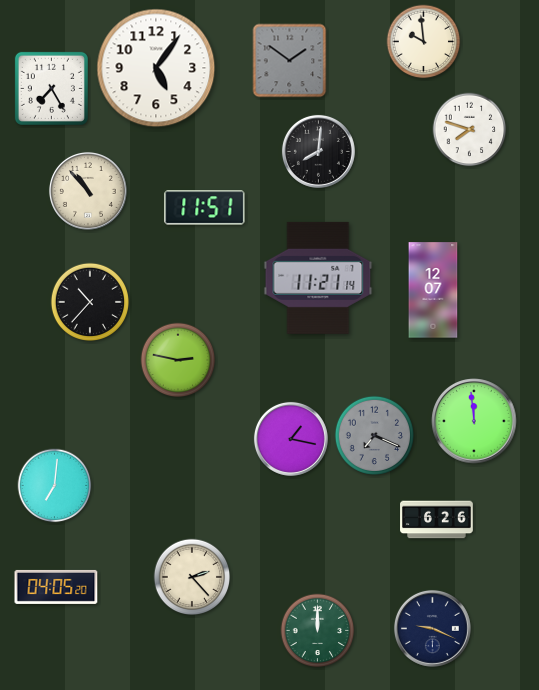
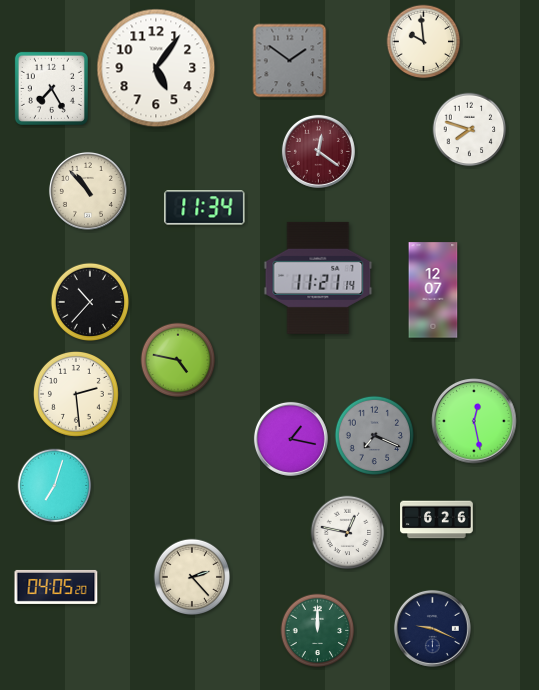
clock at (318, 151): 8:01 -> 12:21
clock at (318, 151) dial: black -> burgundy
clock at (205, 208): 11:51 -> 11:34
clock at (178, 360): 2:47 -> 4:47
clock at (76, 394): none -> 2:29
clock at (475, 422): 11:59 -> 12:28
clock at (55, 486): 7:01 -> 7:03
clock at (348, 533): none -> 12:47
